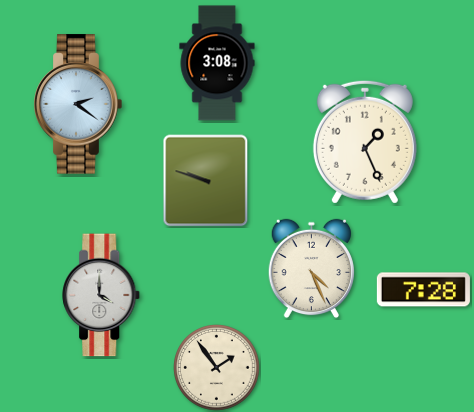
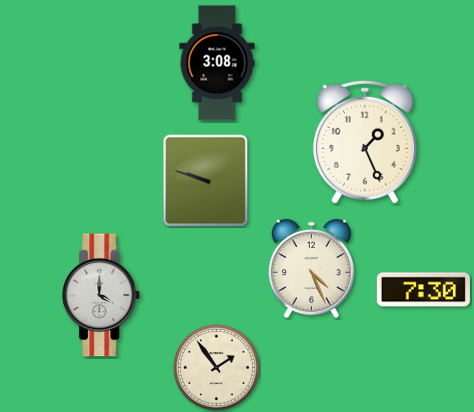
clock at (78, 104): 2:21 -> none
clock at (423, 290): 7:28 -> 7:30
